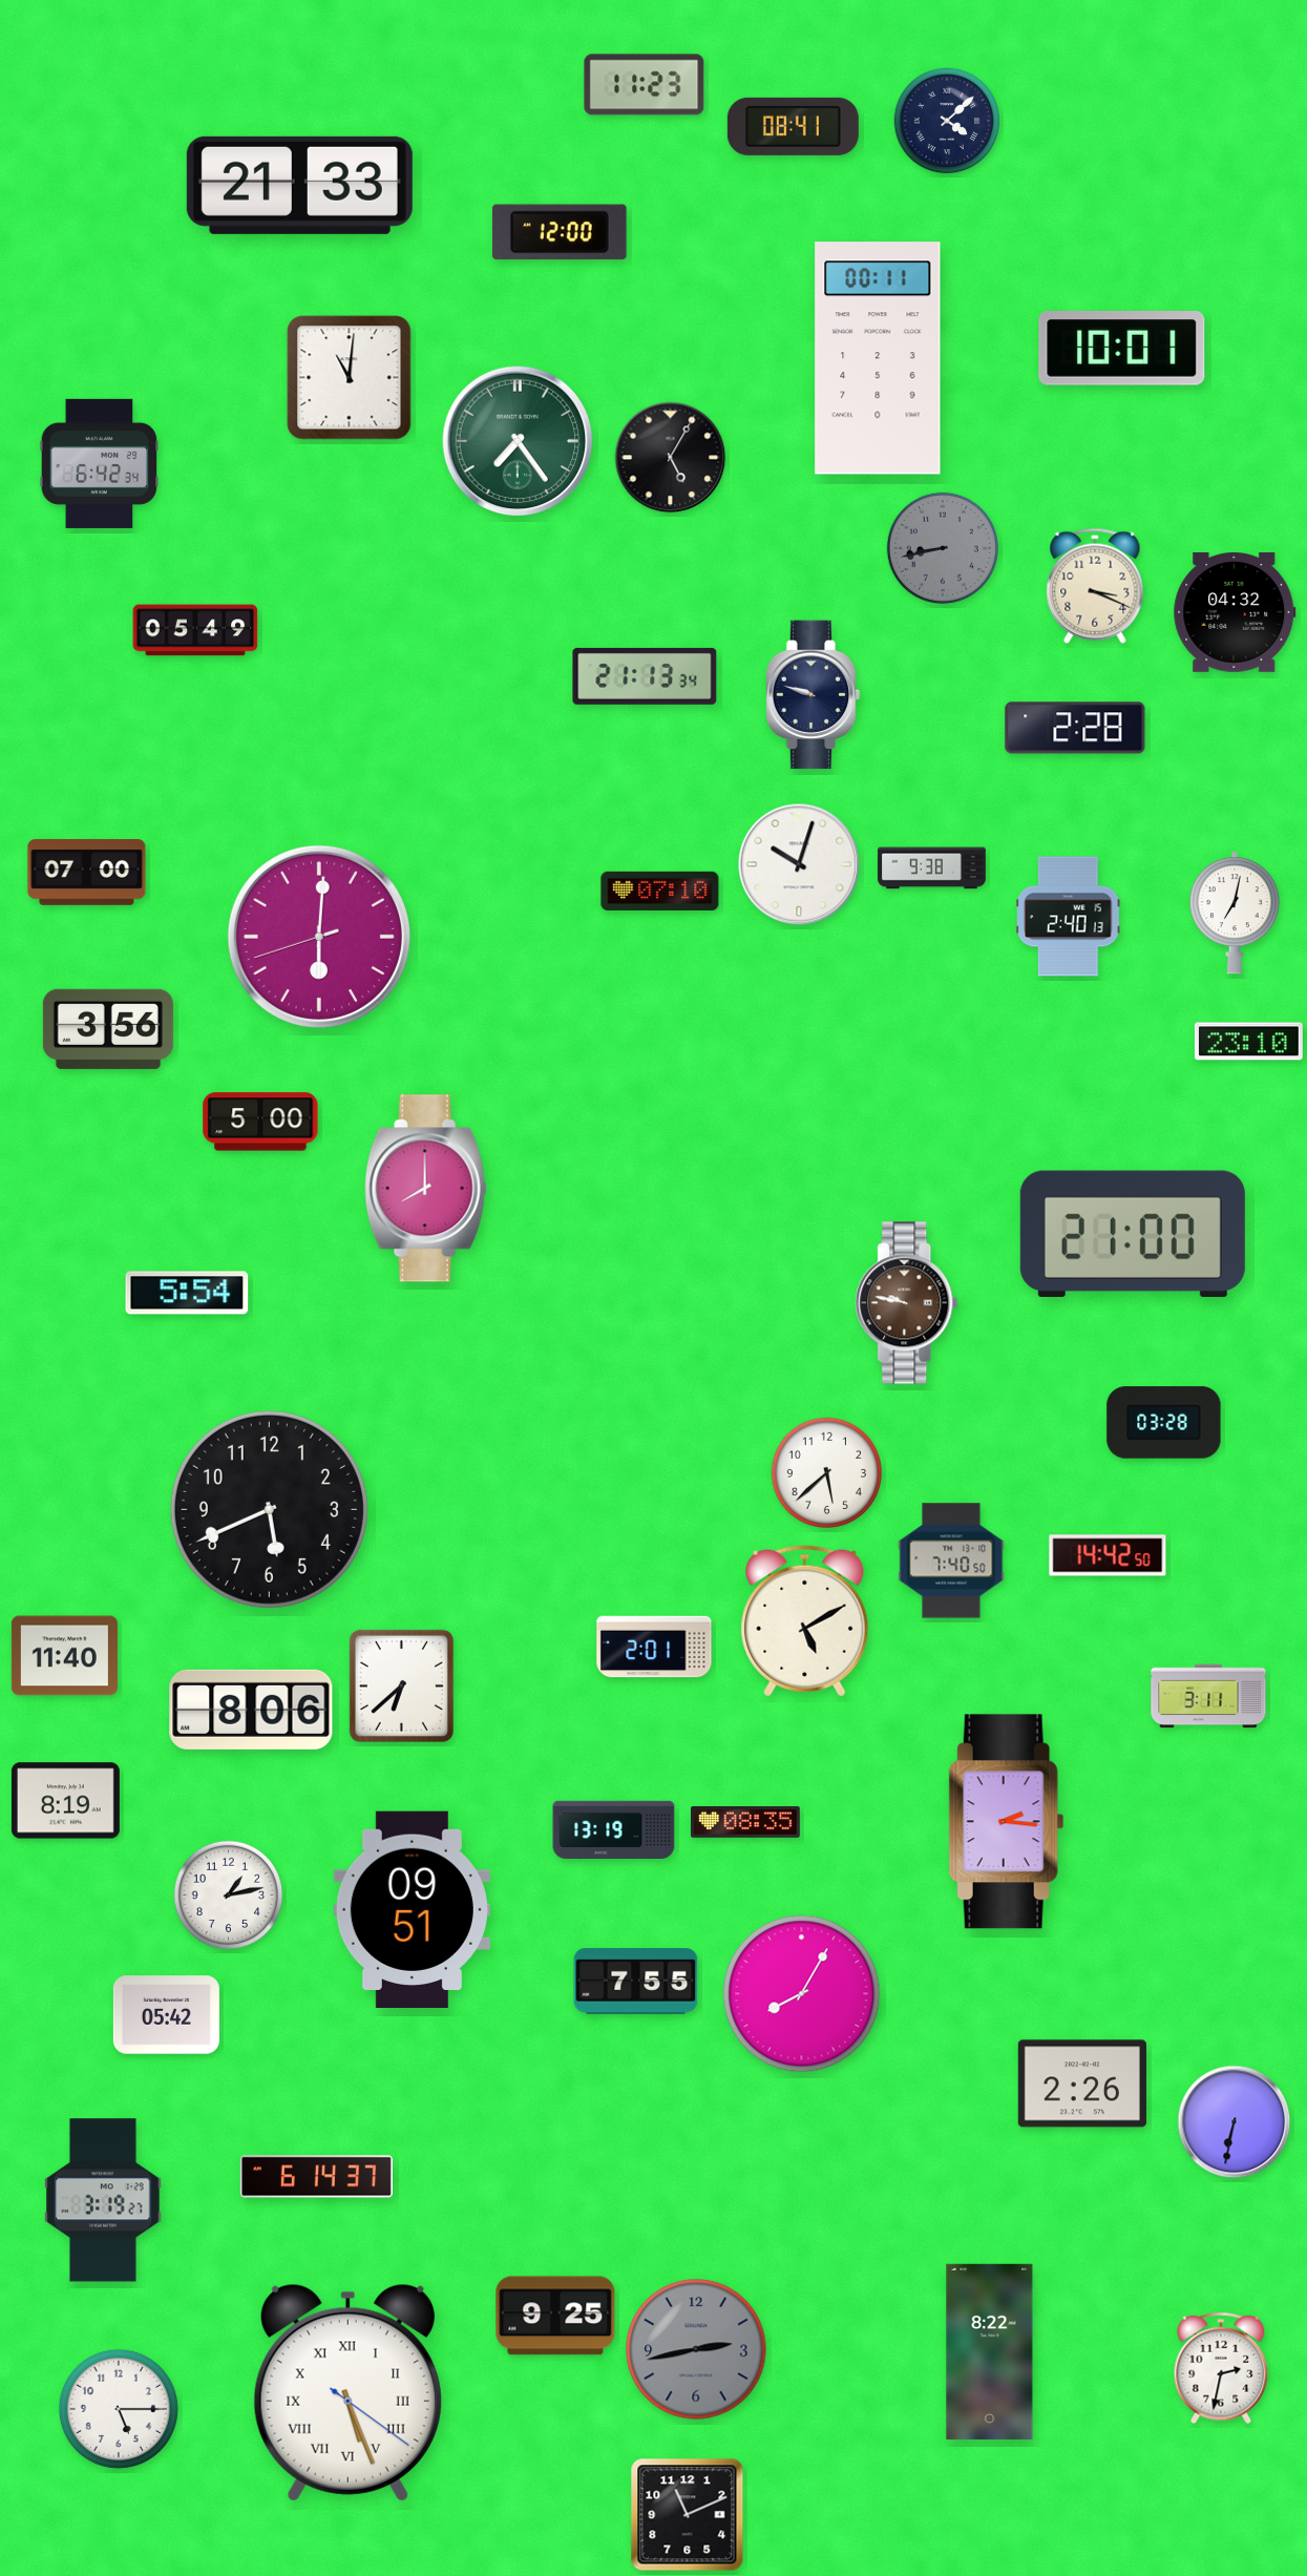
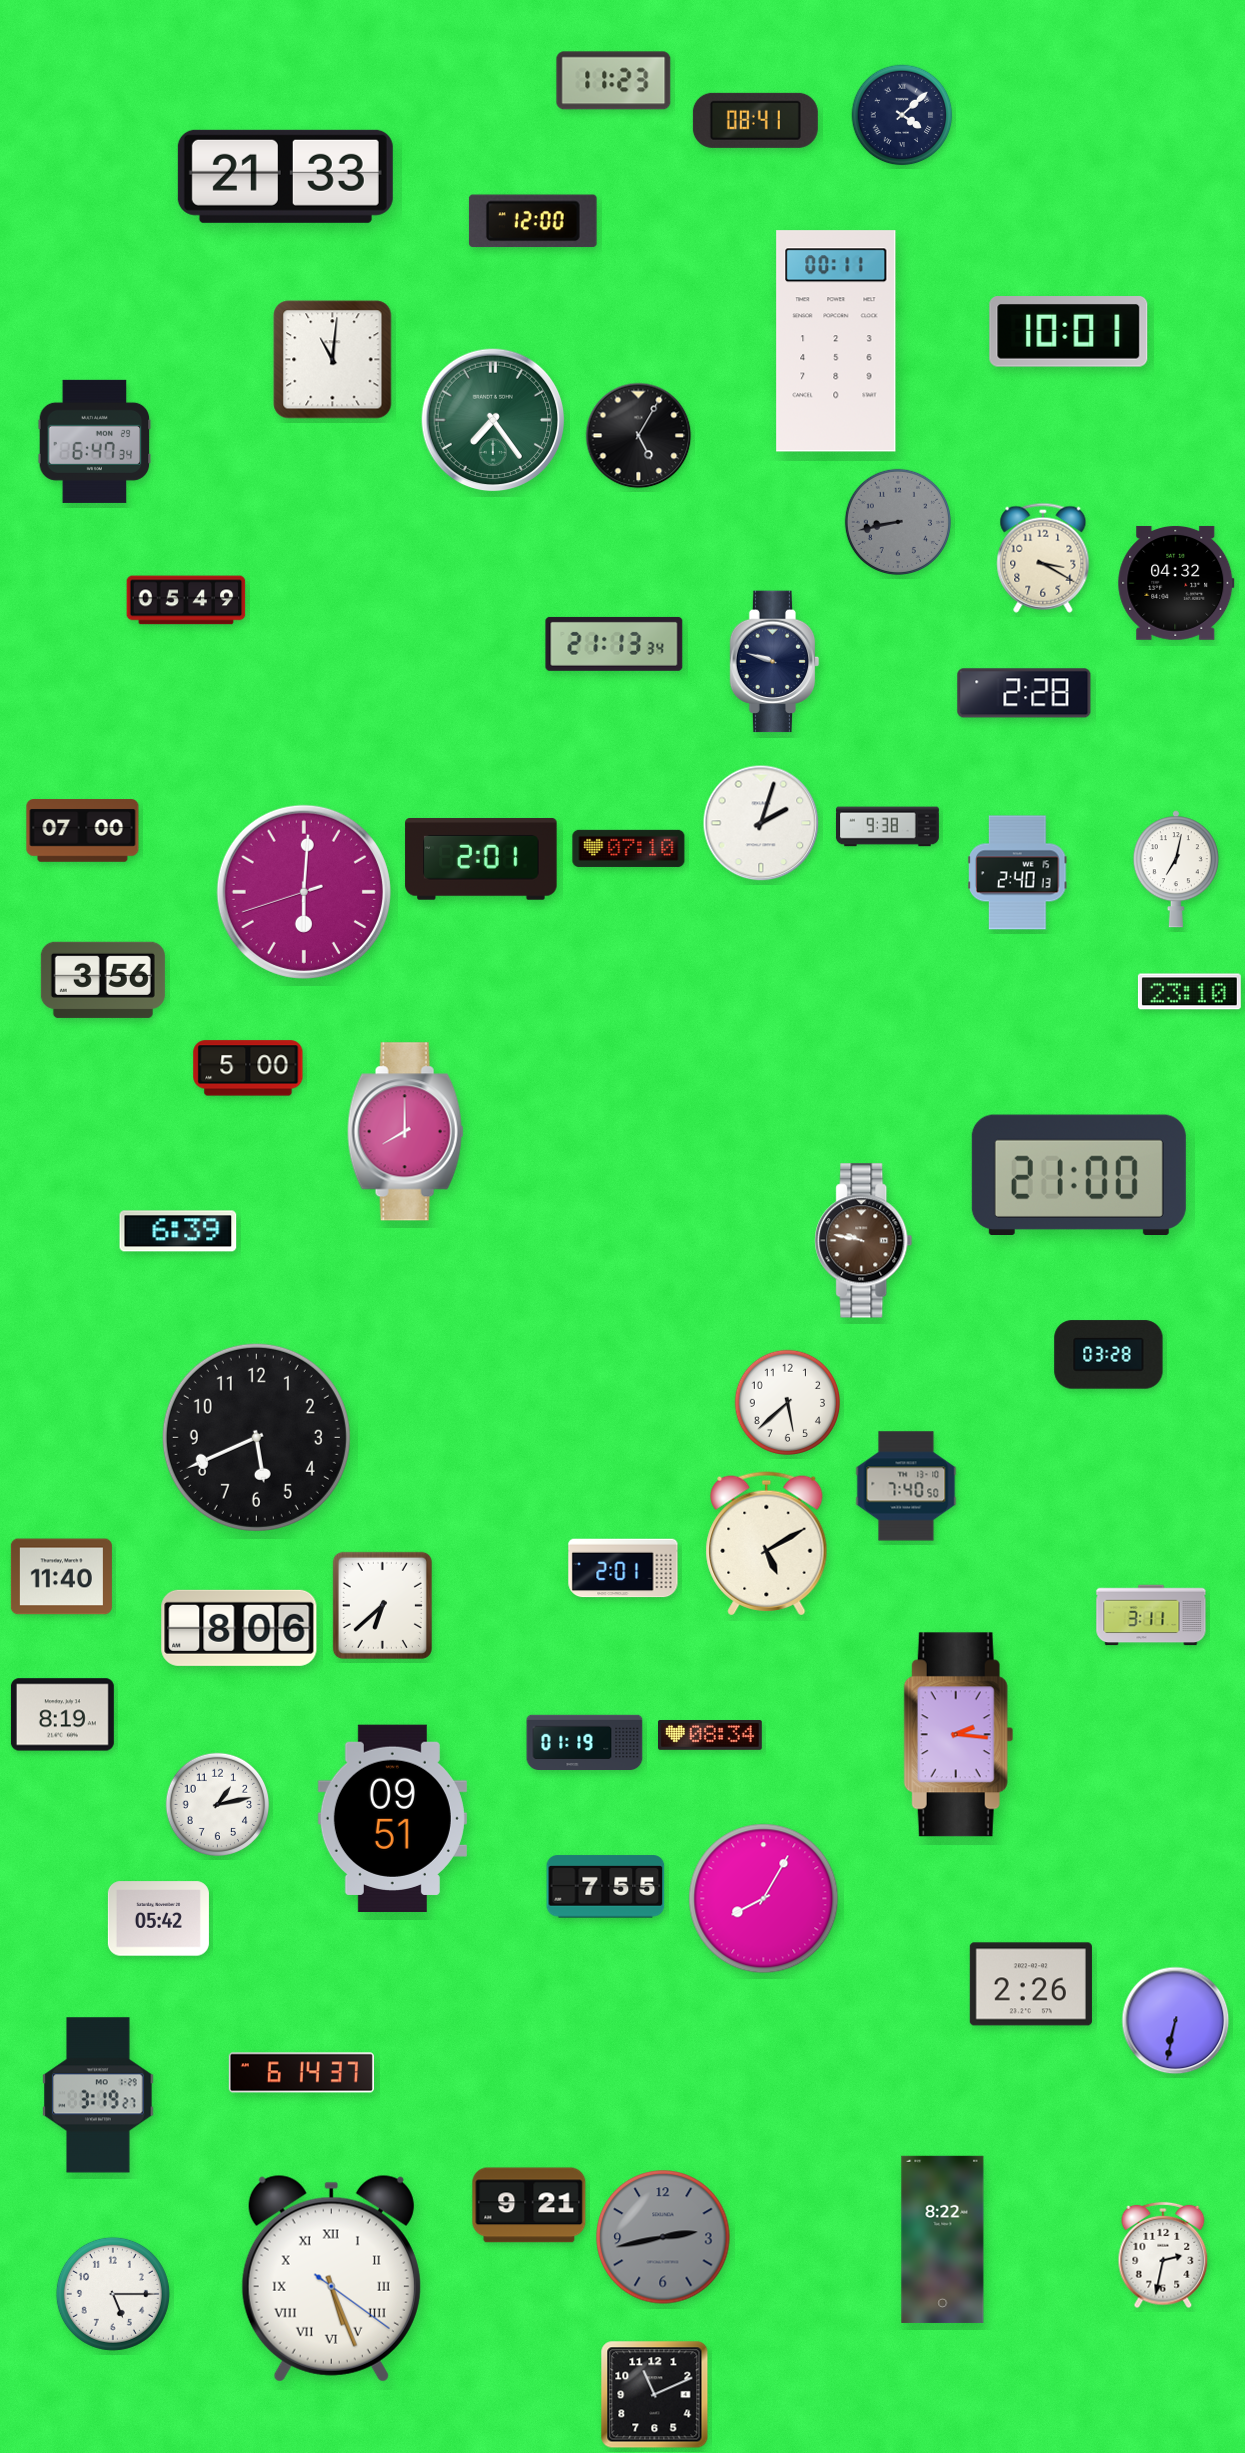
clock at (100, 463): 6:42 -> 6:47
clock at (1095, 586): 3:19 -> 3:20
clock at (799, 864): 10:03 -> 2:03
clock at (481, 860): none -> 2:01
clock at (187, 1293): 5:54 -> 6:39
clock at (1108, 1555): 14:42 -> none
clock at (746, 1823): 08:35 -> 08:34
clock at (614, 1830): 13:19 -> 01:19
clock at (555, 2316): 9:25 -> 9:21
